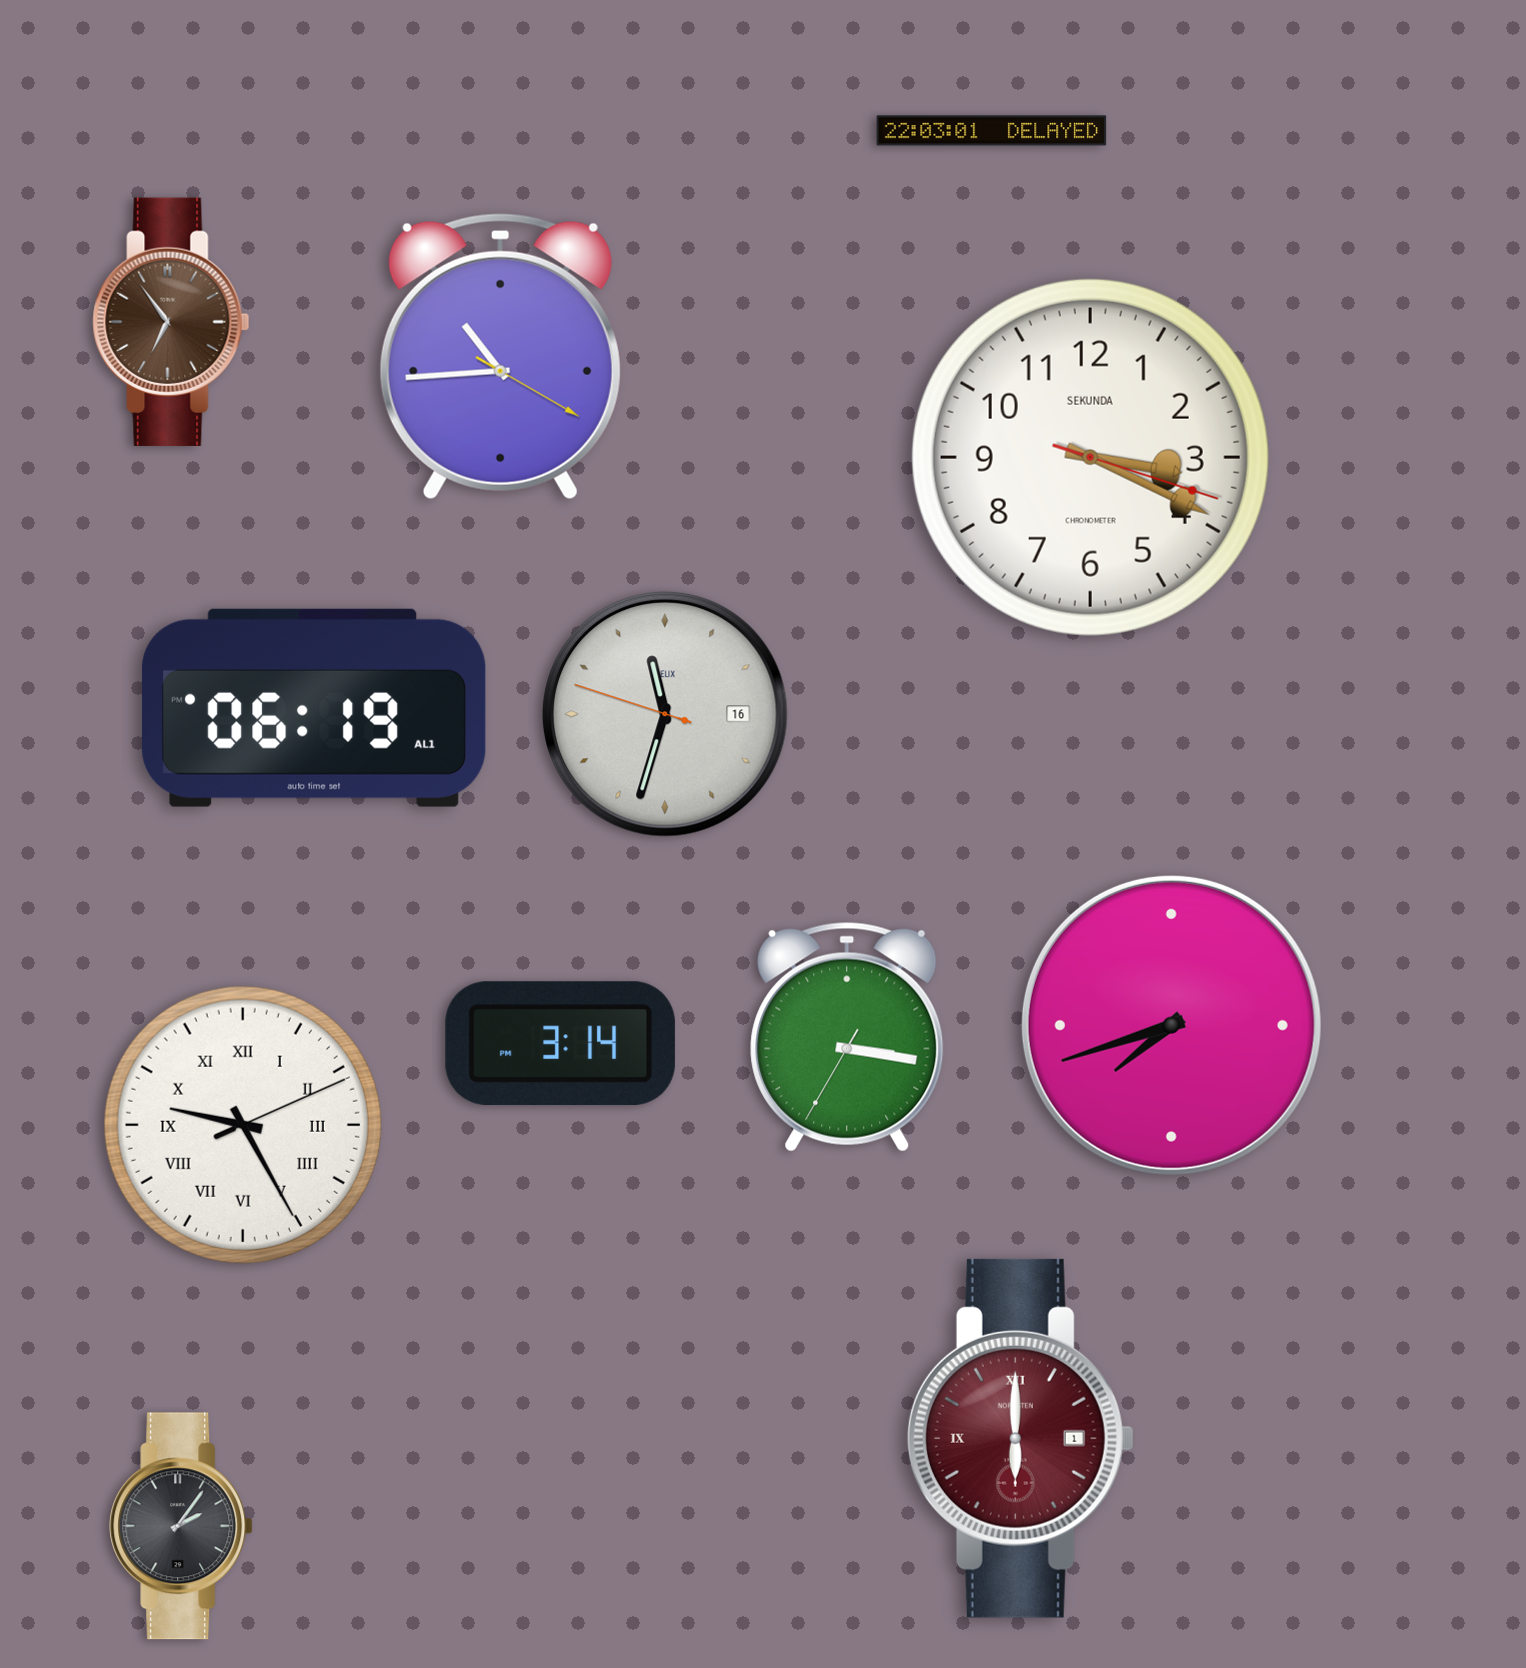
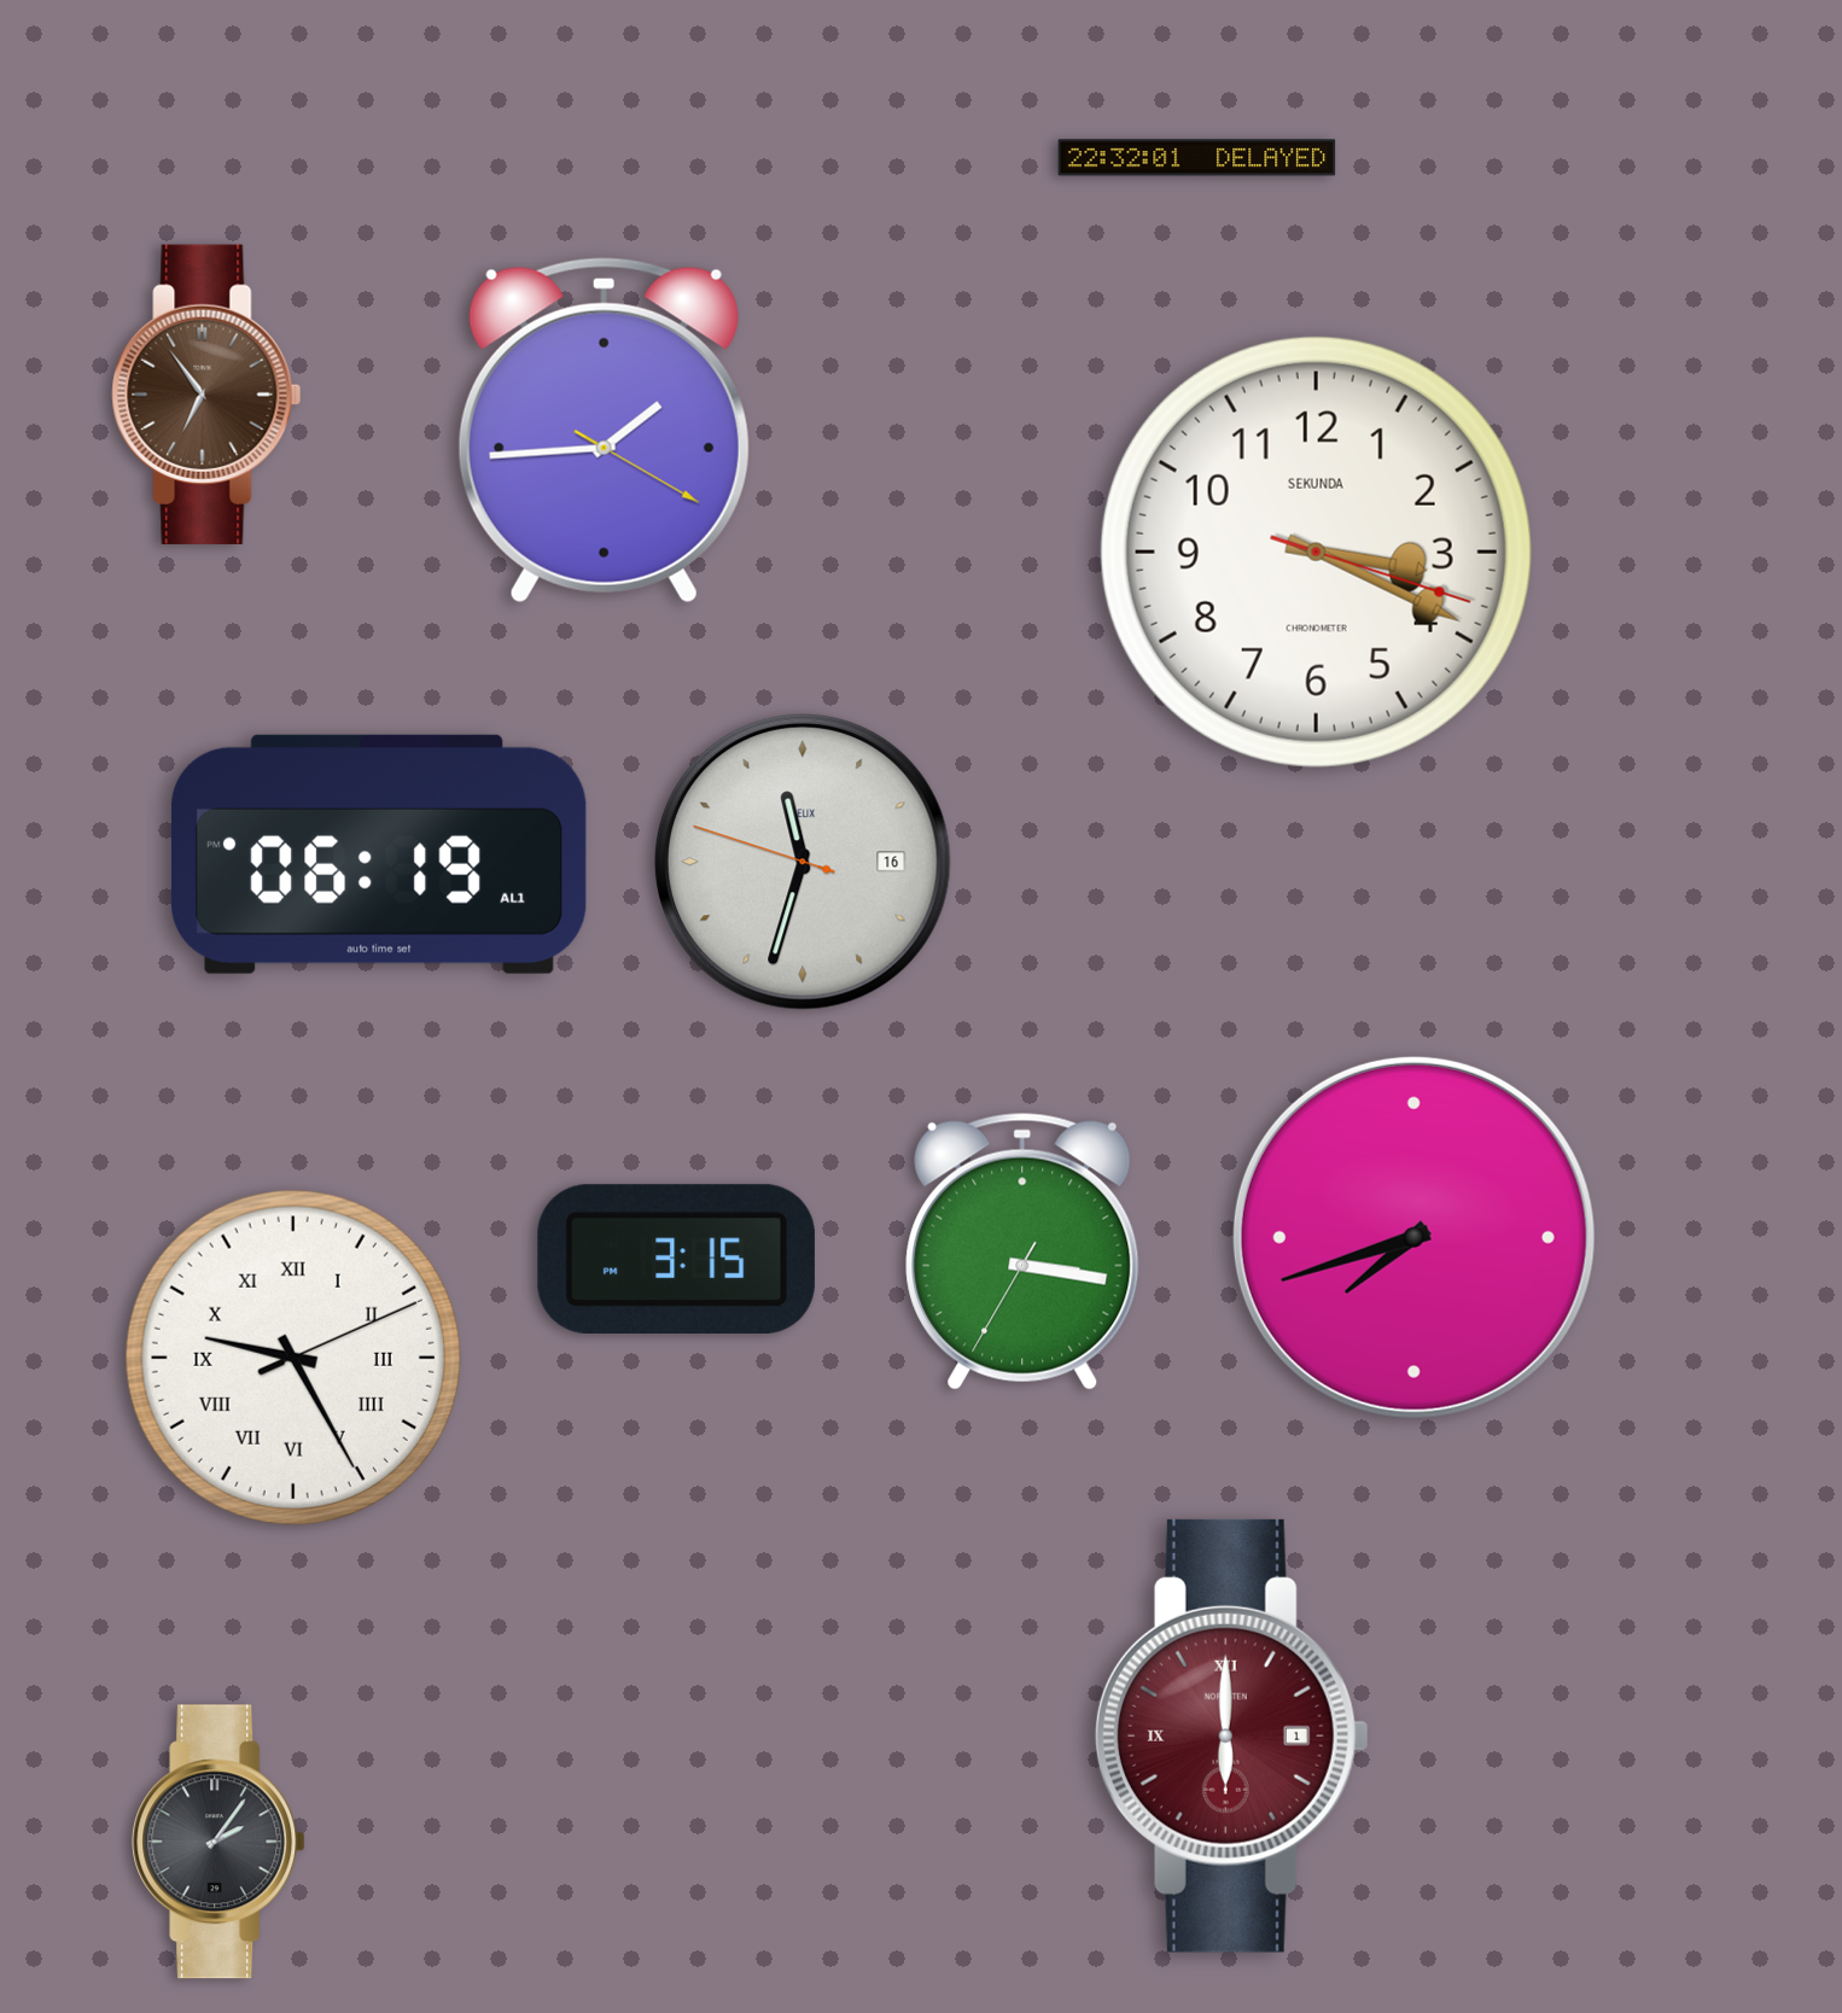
clock at (992, 131): 22:03 -> 22:32
clock at (171, 322) position: (171, 322) -> (206, 395)
clock at (500, 357): 10:44 -> 1:44
clock at (560, 1043): 3:14 -> 3:15
